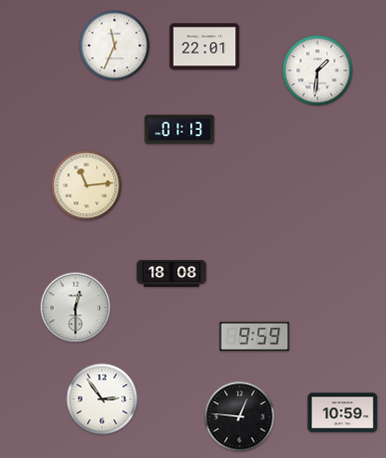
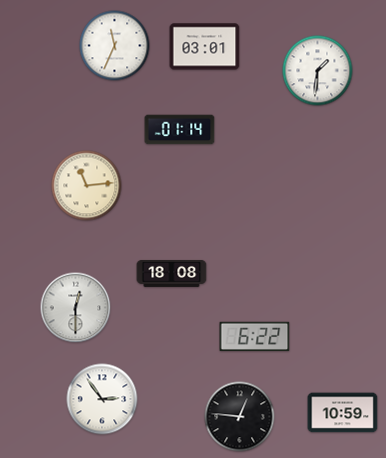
clock at (205, 47): 22:01 -> 03:01
clock at (180, 130): 01:13 -> 01:14
clock at (255, 337): 9:59 -> 6:22
